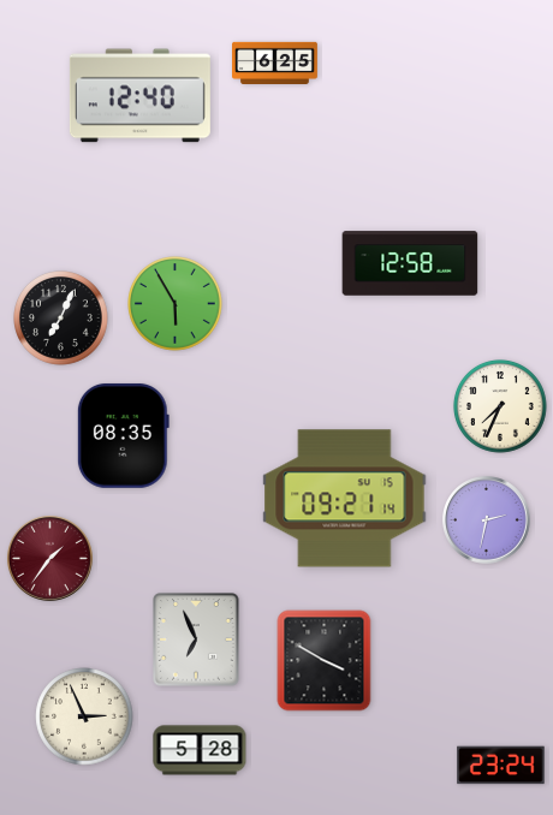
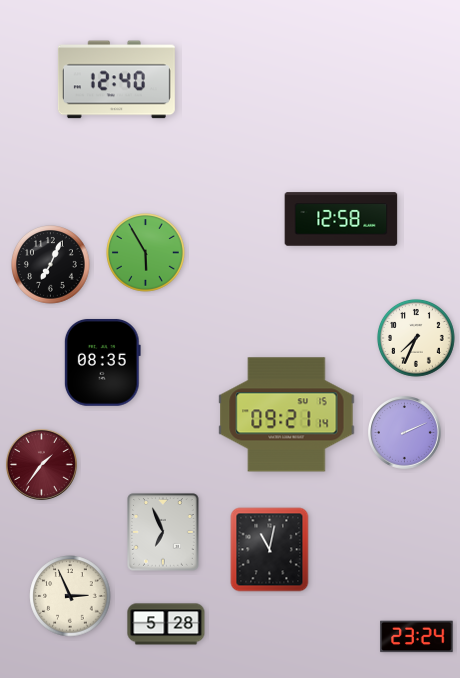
clock at (275, 63): 6:25 -> none
clock at (487, 520): 2:32 -> 2:11
clock at (325, 661): 3:50 -> 11:02
